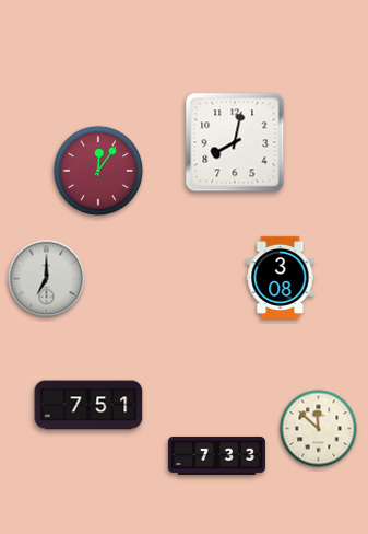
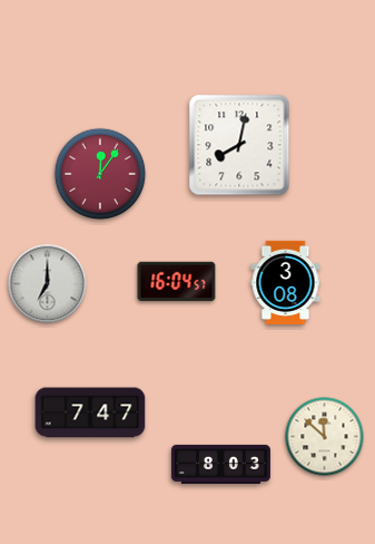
clock at (177, 282): none -> 16:04
clock at (88, 405): 7:51 -> 7:47
clock at (216, 455): 7:33 -> 8:03
